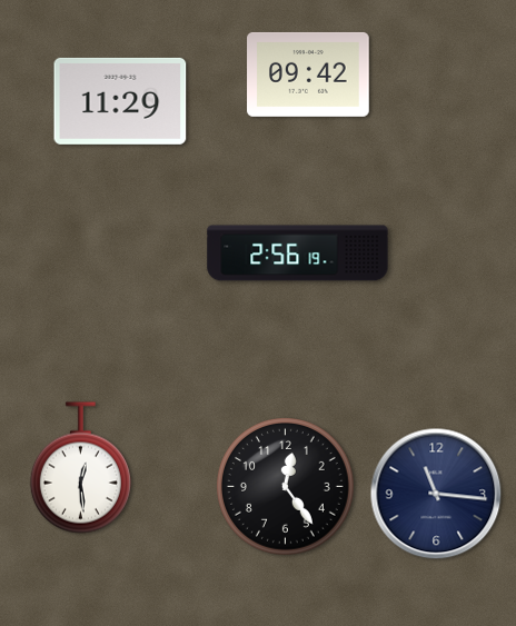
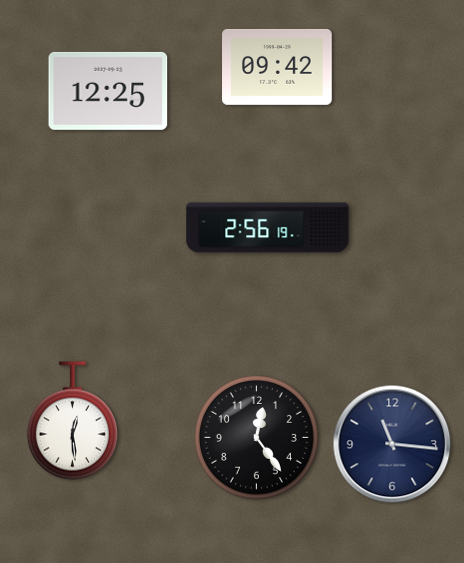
clock at (120, 101): 11:29 -> 12:25
